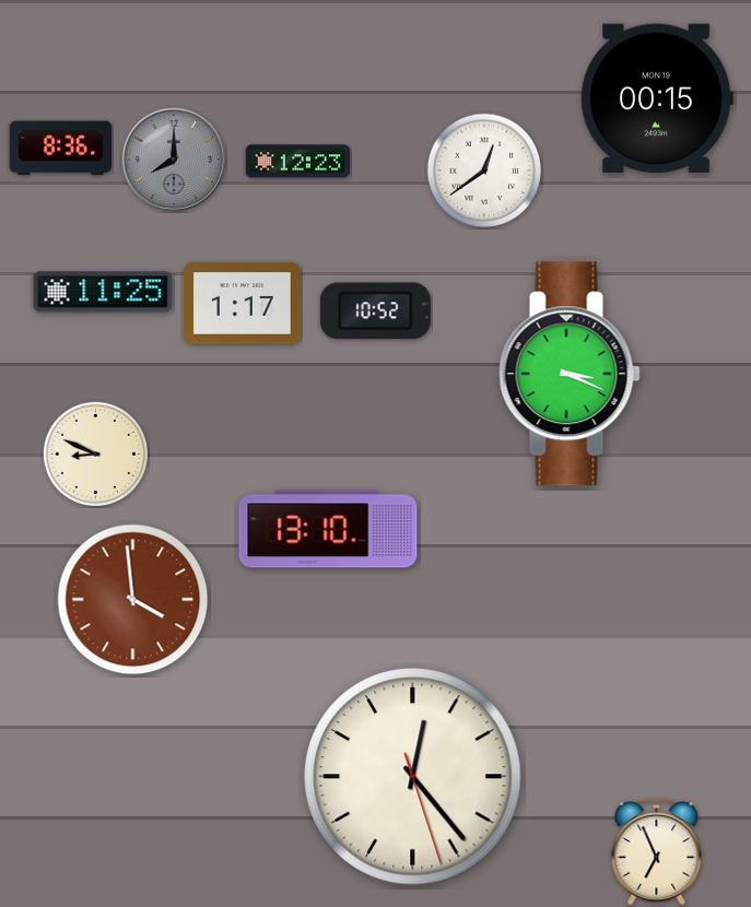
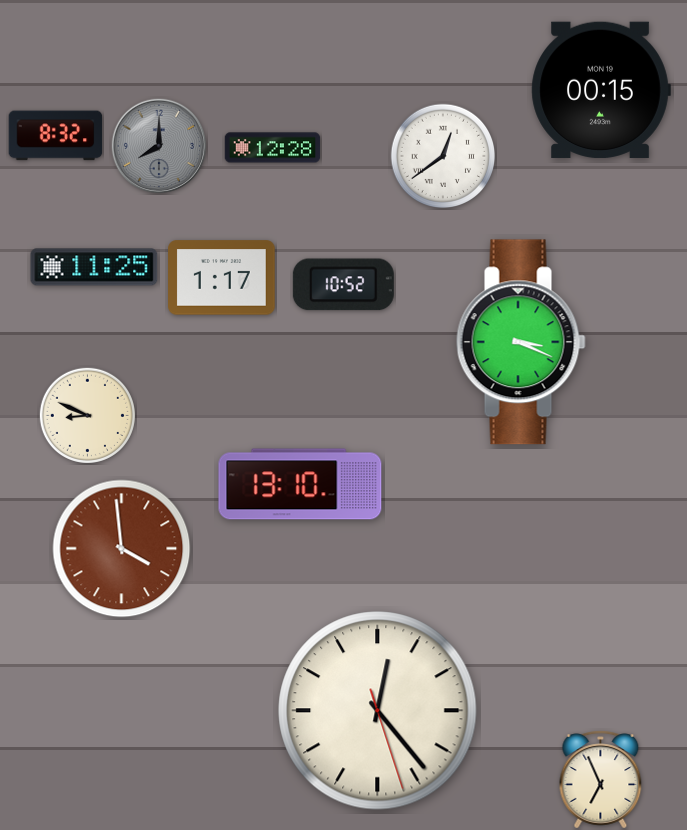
clock at (61, 149): 8:36 -> 8:32
clock at (298, 162): 12:23 -> 12:28
